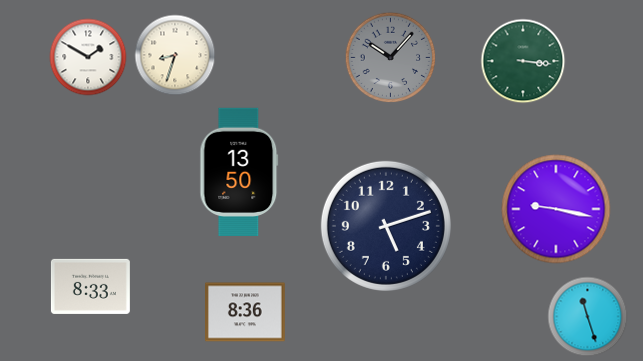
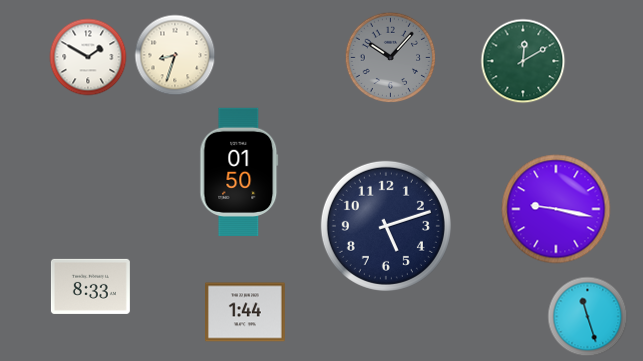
clock at (523, 61): 3:16 -> 12:10
clock at (239, 171): 13:50 -> 01:50
clock at (246, 312): 8:36 -> 1:44
